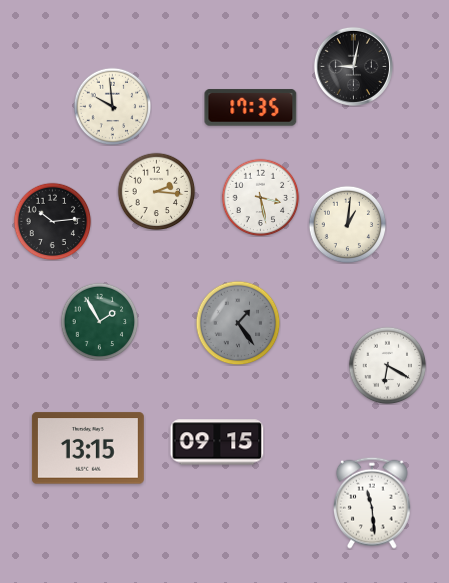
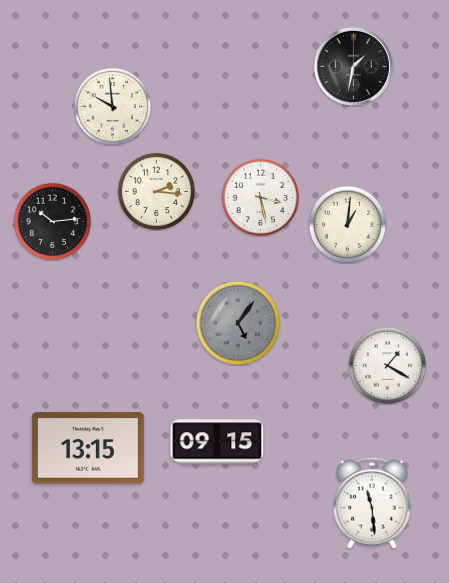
clock at (353, 66): 9:02 -> 1:32
clock at (251, 108): 17:35 -> none
clock at (99, 321): 1:55 -> none
clock at (238, 323): 1:24 -> 5:06
clock at (387, 365): 6:20 -> 1:20
